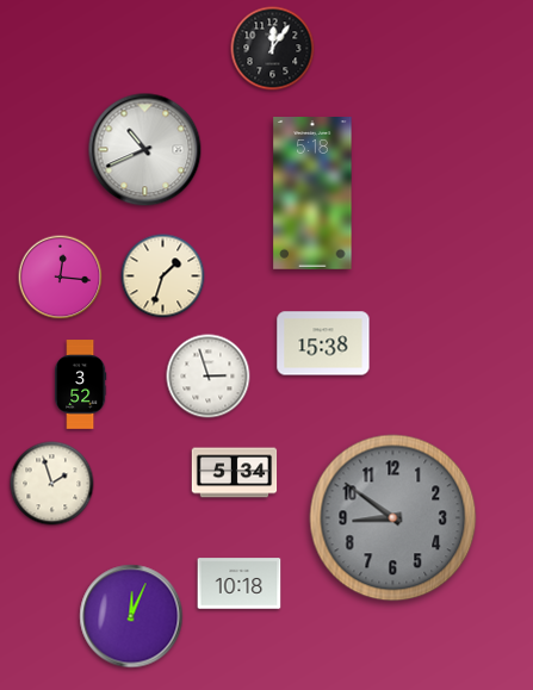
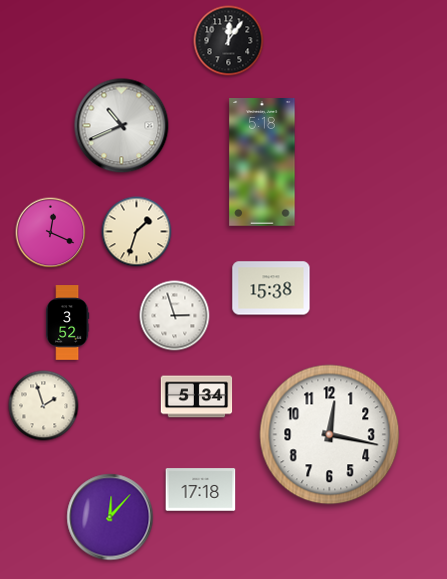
clock at (61, 278): 12:16 -> 12:19
clock at (393, 518): 8:51 -> 12:17
clock at (393, 518) dial: grey -> white
clock at (240, 584): 10:18 -> 17:18
clock at (131, 616): 12:04 -> 12:07
